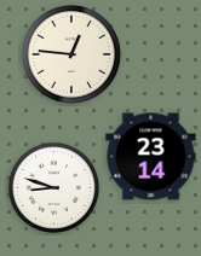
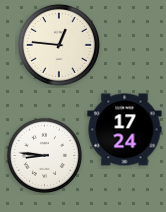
clock at (151, 157): 23:14 -> 17:24
clock at (53, 187): 8:48 -> 8:46
